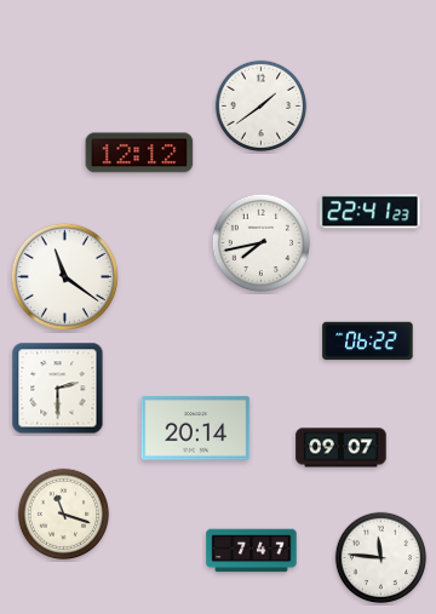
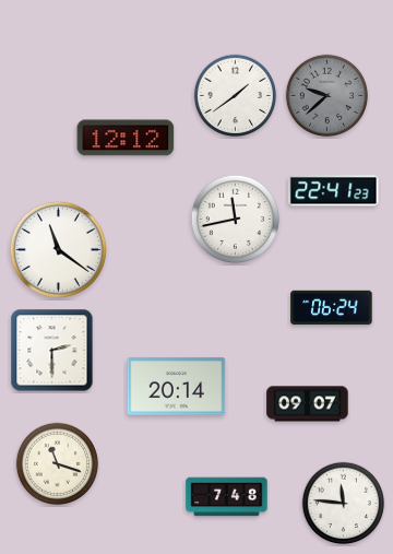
clock at (327, 96): none -> 9:38
clock at (260, 242): 7:43 -> 11:43
clock at (368, 342): 06:22 -> 06:24
clock at (252, 551): 7:47 -> 7:48
